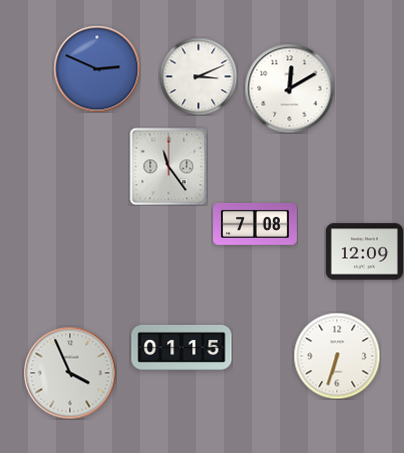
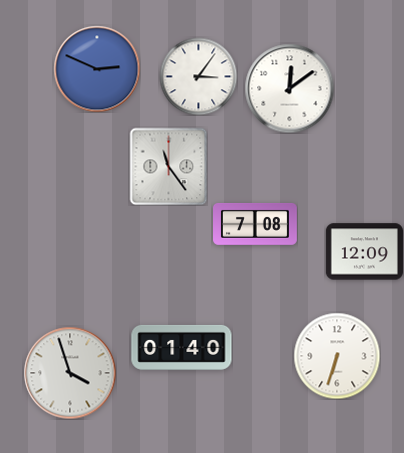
clock at (198, 76): 3:11 -> 3:06
clock at (289, 88): 12:10 -> 12:09
clock at (182, 347): 01:15 -> 01:40
clock at (70, 373): 3:56 -> 3:57
